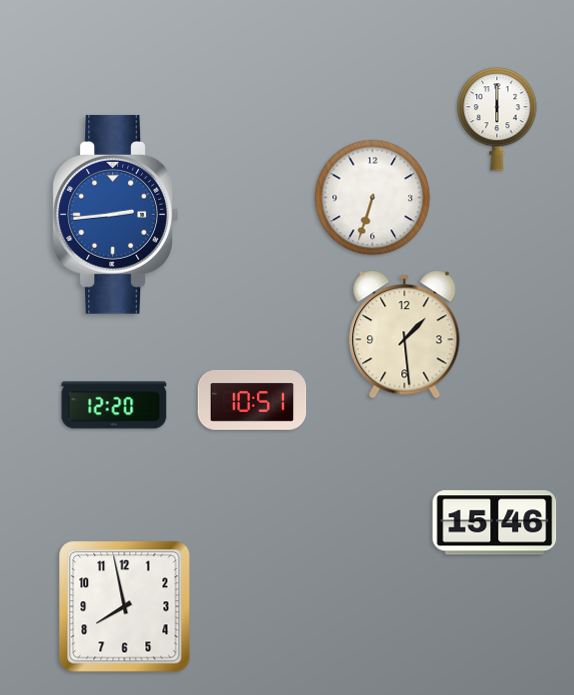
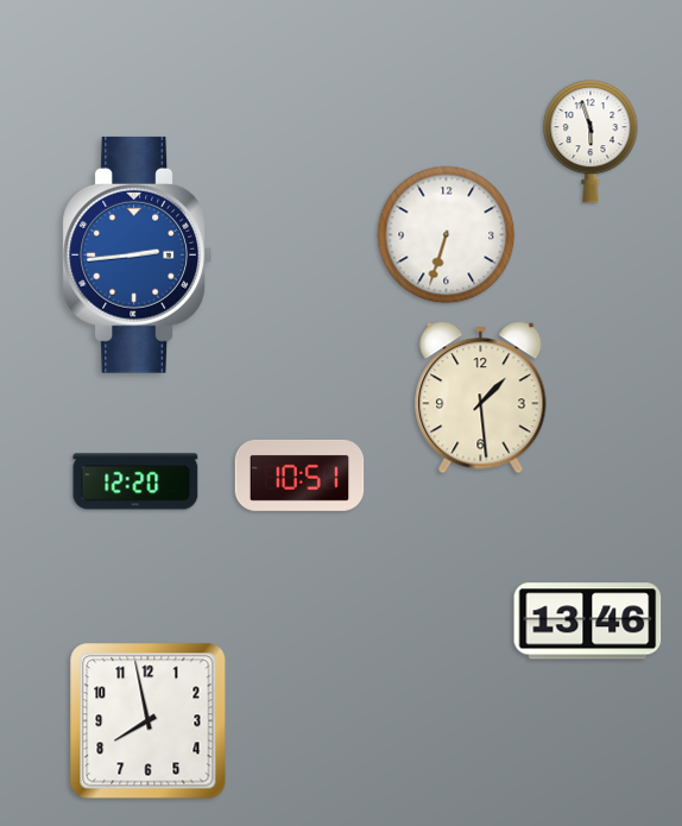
clock at (497, 119): 6:00 -> 5:57
clock at (373, 198) position: (373, 198) -> (447, 235)
clock at (495, 523): 15:46 -> 13:46
